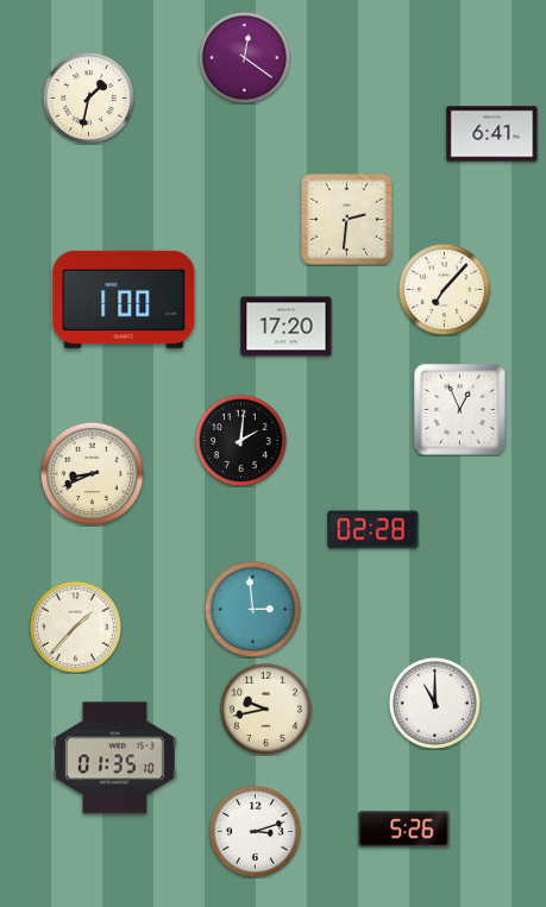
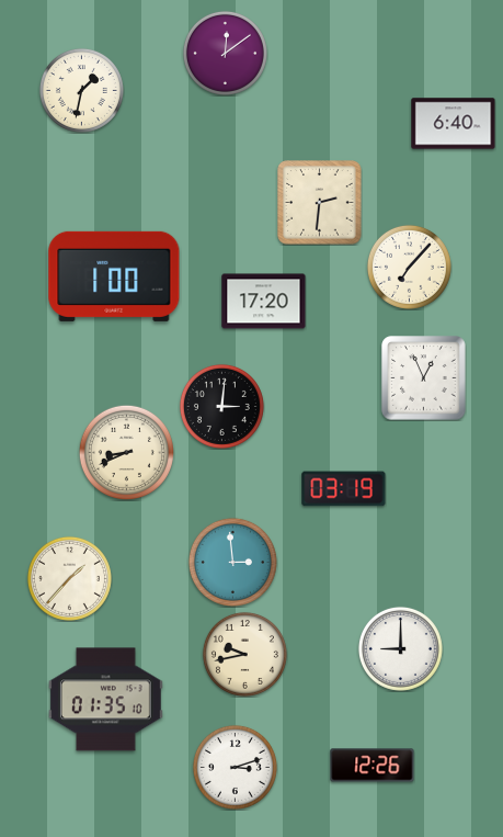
clock at (244, 57): 12:21 -> 12:09
clock at (492, 134): 6:41 -> 6:40
clock at (240, 440): 2:01 -> 3:01
clock at (92, 473) position: (92, 473) -> (126, 452)
clock at (374, 530): 02:28 -> 03:19
clock at (434, 703): 11:00 -> 9:00
clock at (404, 830): 5:26 -> 12:26
